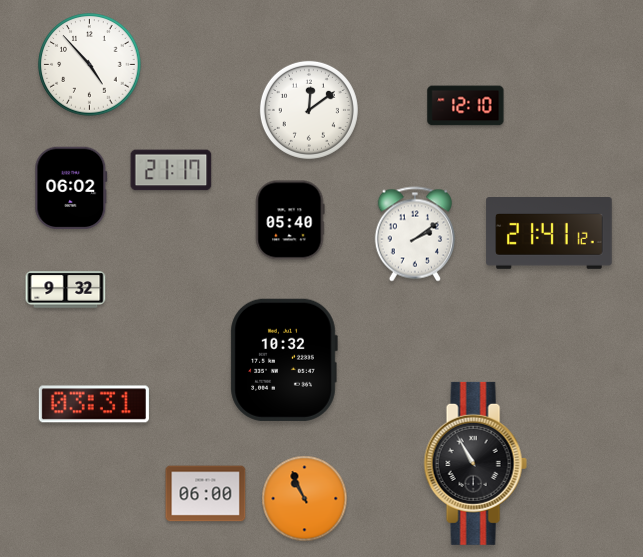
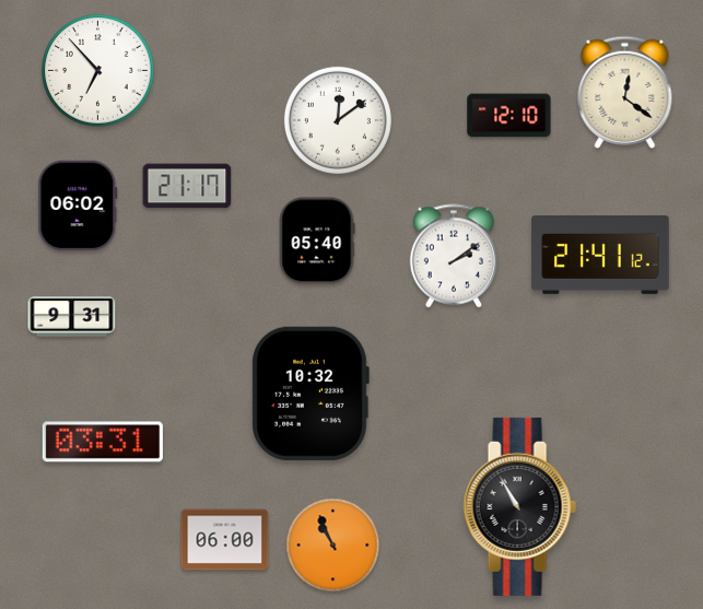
clock at (90, 65): 4:53 -> 6:53
clock at (625, 92): none -> 12:21
clock at (66, 290): 9:32 -> 9:31
